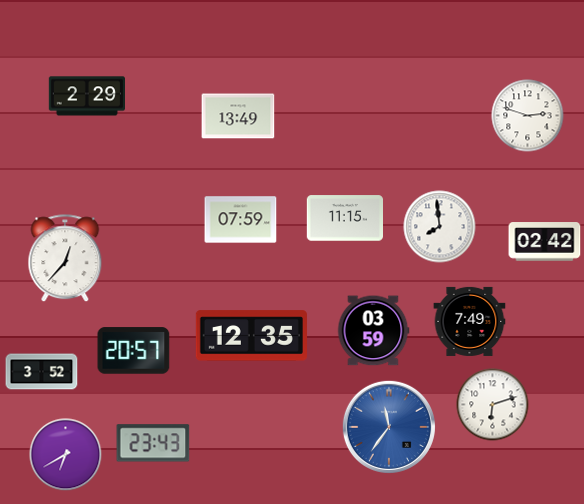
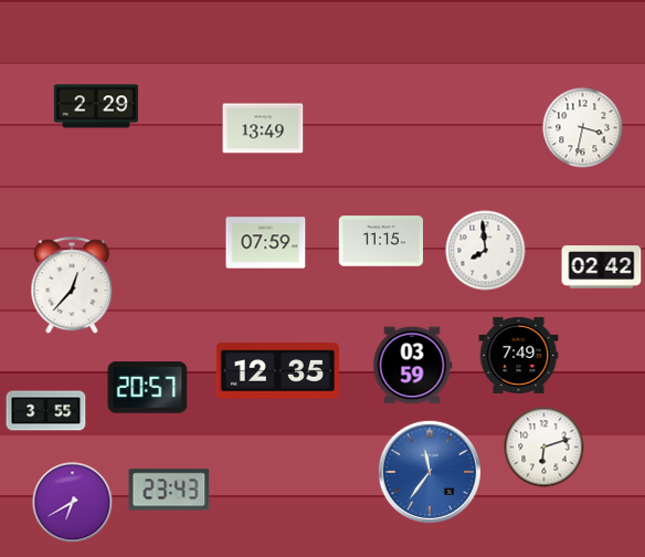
clock at (528, 116): 2:48 -> 3:32
clock at (42, 372): 3:52 -> 3:55
